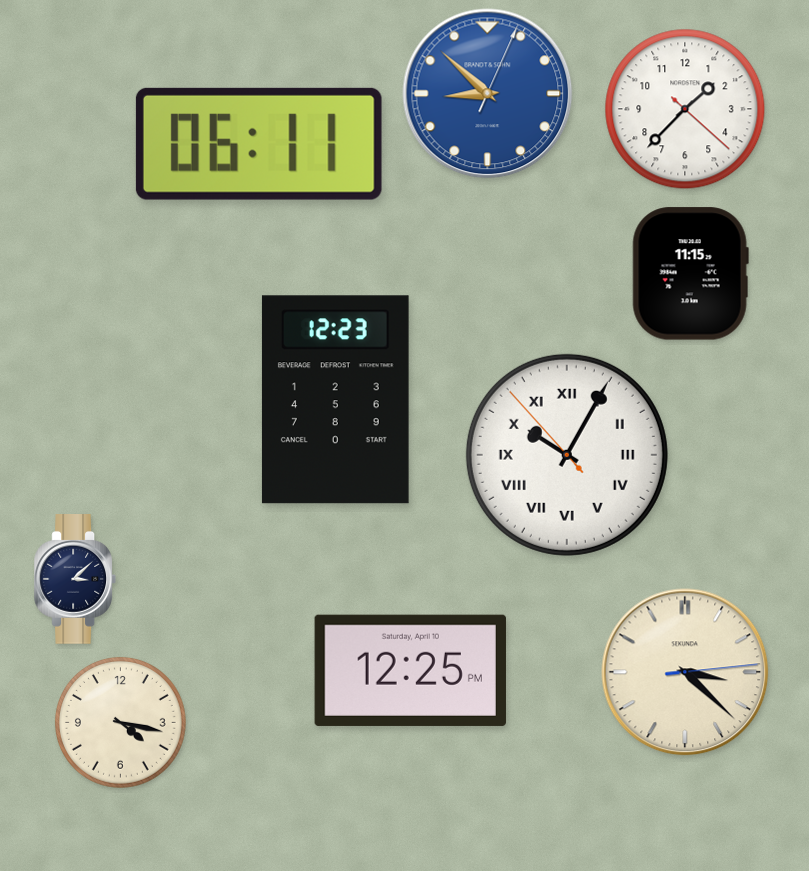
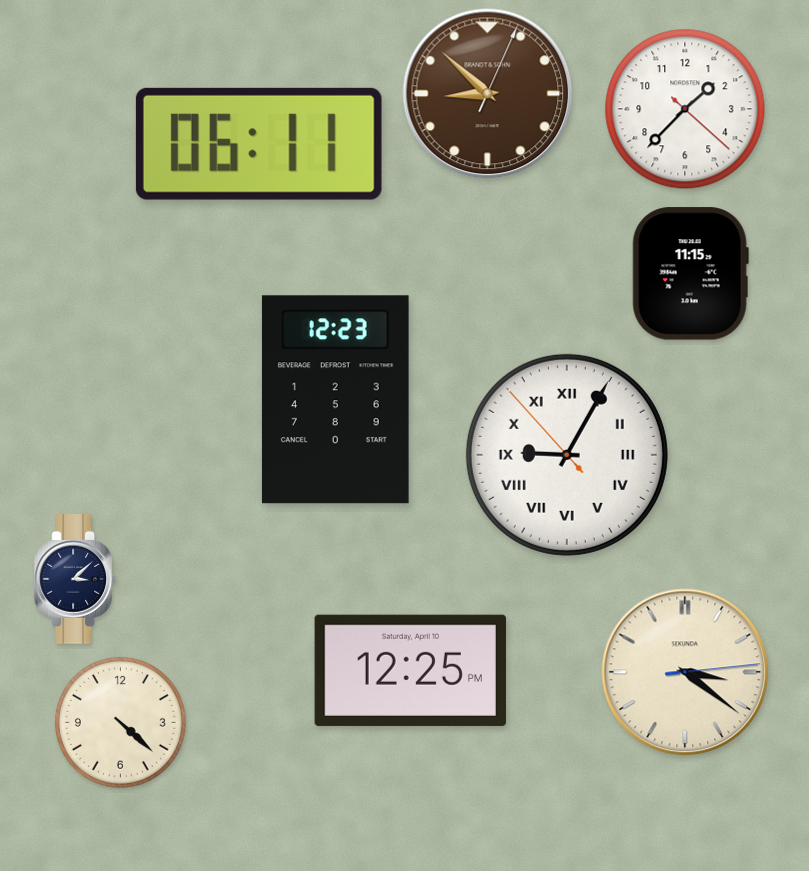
clock at (488, 94) dial: blue -> brown
clock at (567, 455): 10:04 -> 9:04
clock at (685, 672): 3:22 -> 3:21
clock at (120, 722): 4:17 -> 4:22
